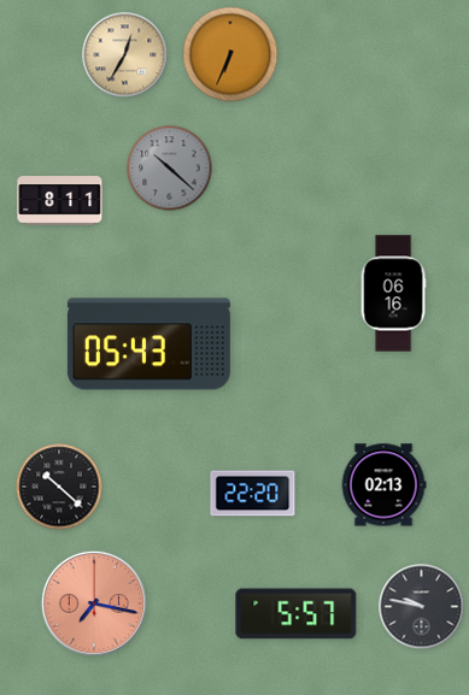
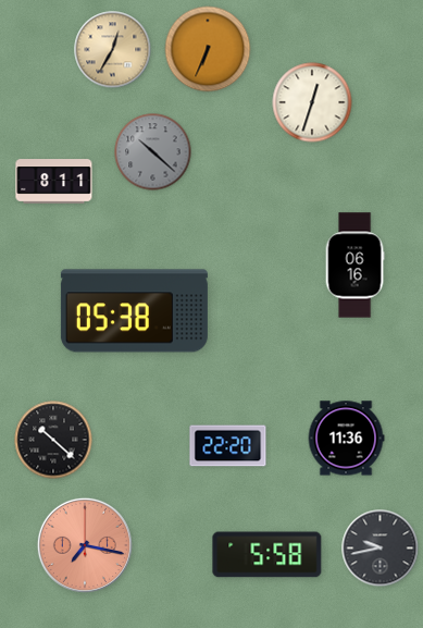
clock at (312, 102): none -> 12:33
clock at (148, 344): 05:43 -> 05:38
clock at (383, 485): 02:13 -> 11:36
clock at (422, 607): 9:47 -> 9:43
clock at (297, 614): 5:57 -> 5:58
